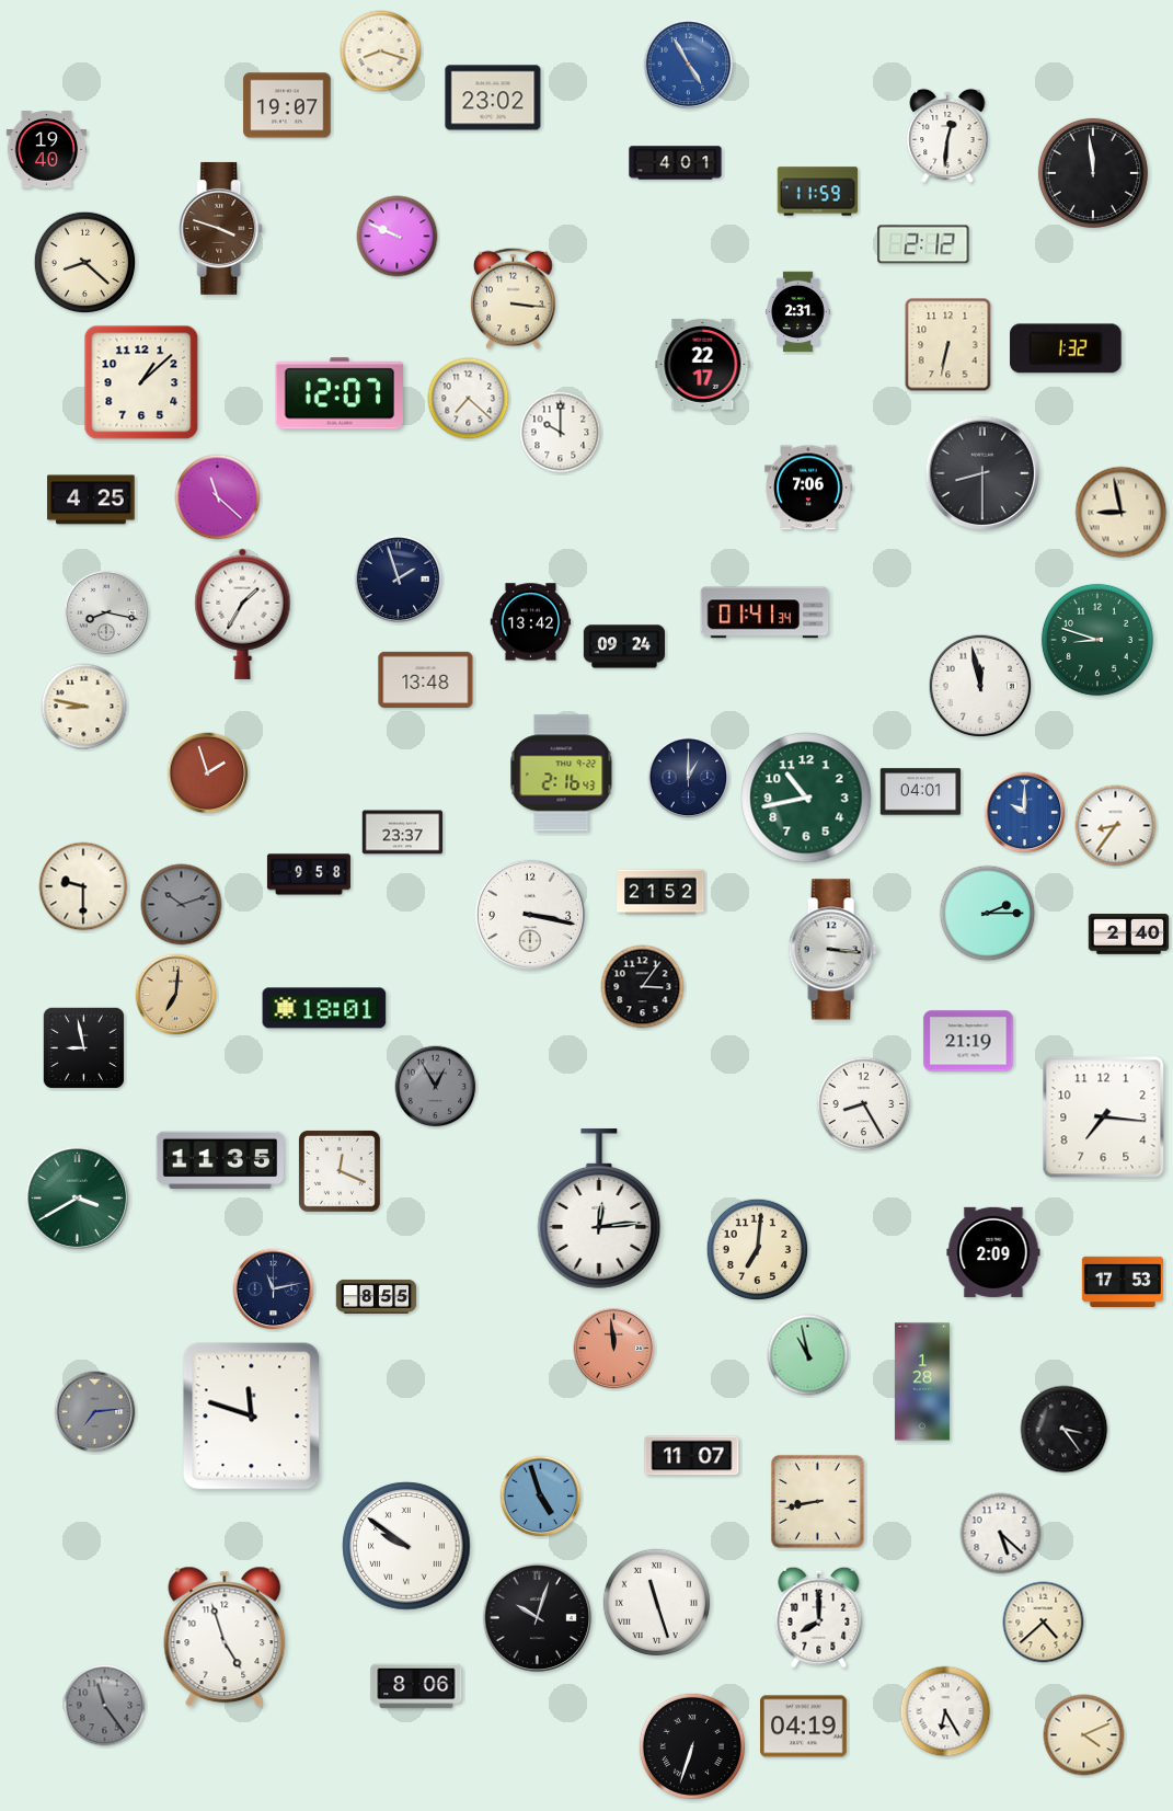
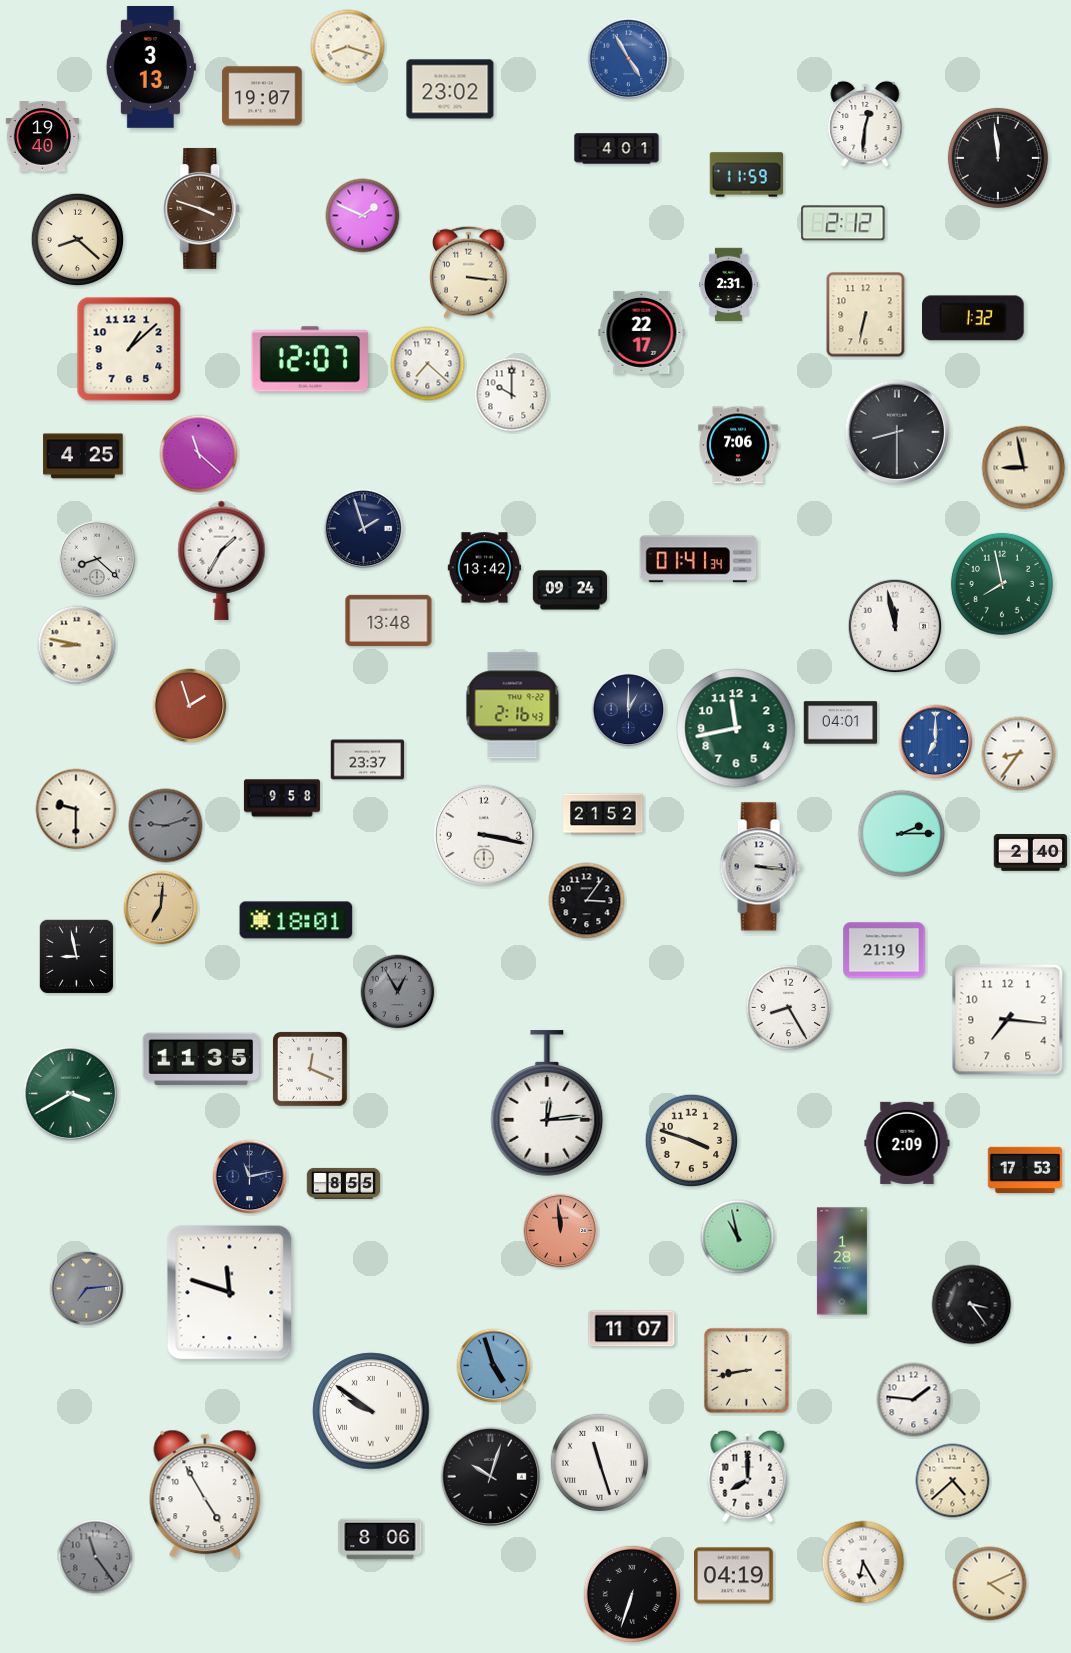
clock at (151, 68): none -> 3:13
clock at (398, 237): 9:49 -> 1:49
clock at (106, 612): 8:17 -> 8:22
clock at (1097, 640): 8:48 -> 7:58
clock at (806, 798): 10:43 -> 11:43
clock at (1025, 813): 10:00 -> 7:00
clock at (182, 905): 10:12 -> 9:12
clock at (758, 1250): 7:01 -> 3:48
clock at (1001, 1534): 5:22 -> 1:46
clock at (225, 1637): 4:57 -> 4:55
